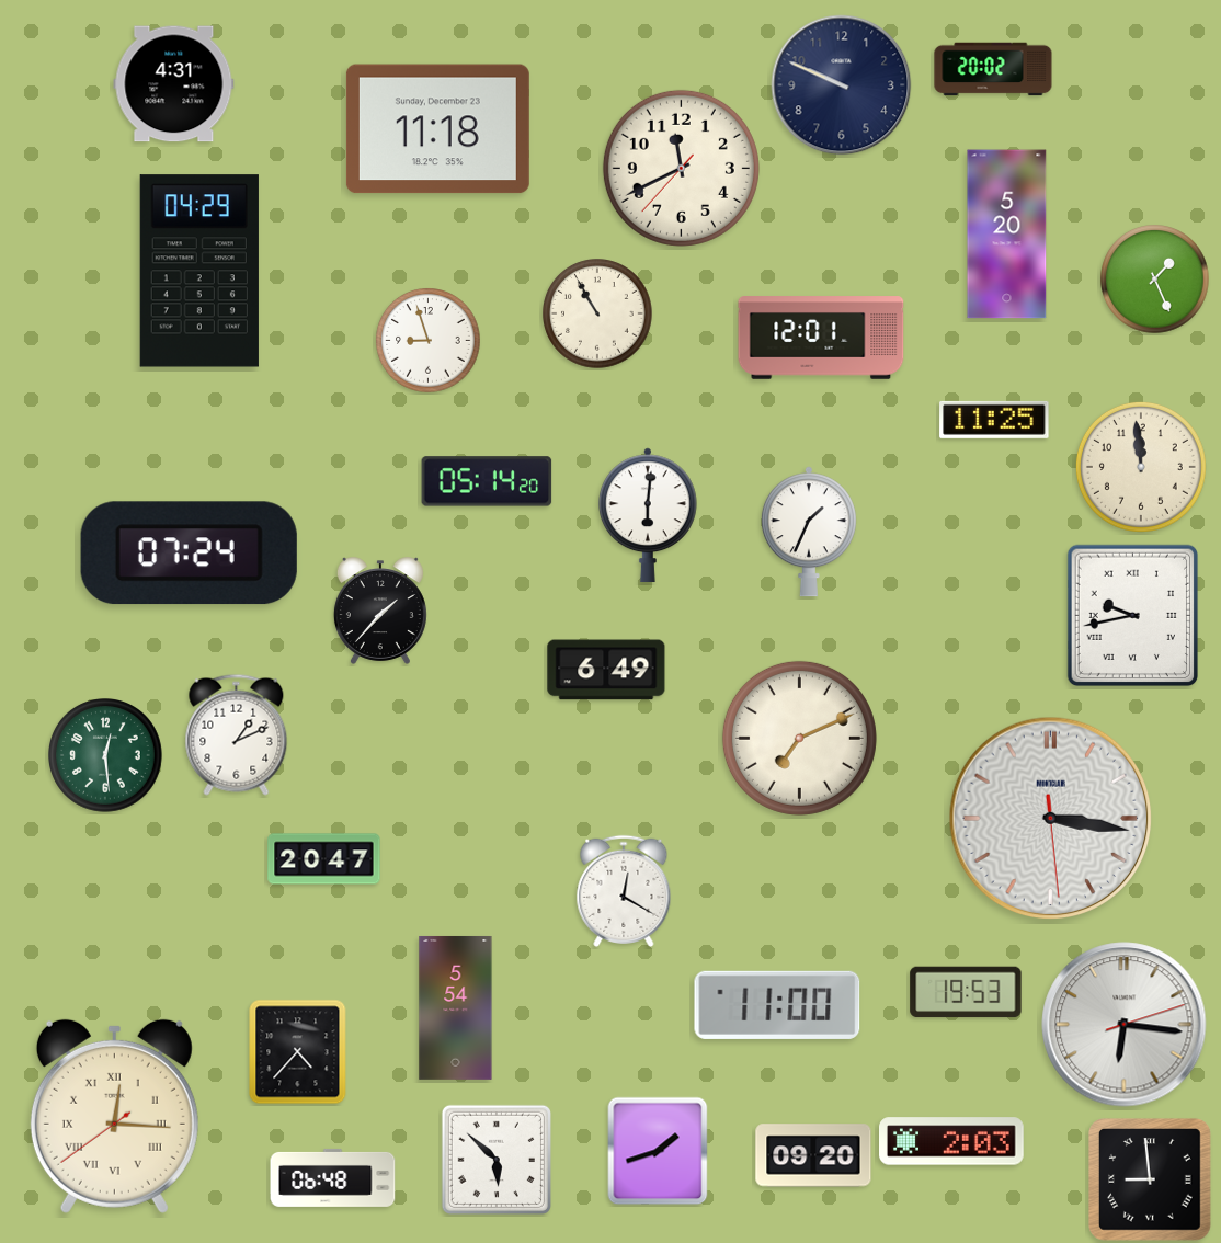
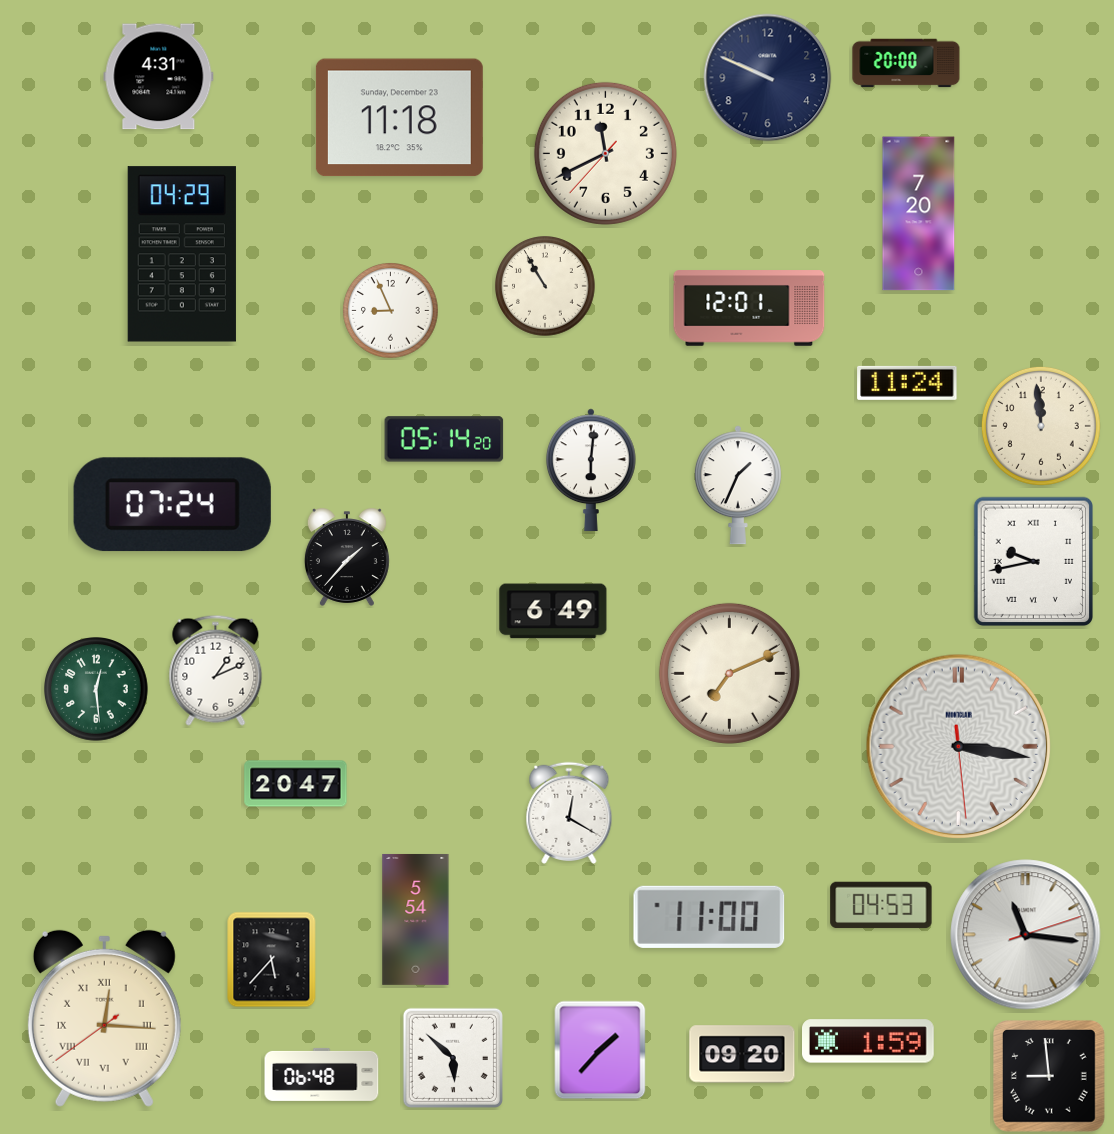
clock at (993, 69): 20:02 -> 20:00
clock at (681, 168) position: (681, 168) -> (605, 153)
clock at (1007, 235): 5:20 -> 7:20
clock at (199, 271) position: (199, 271) -> (182, 254)
clock at (1155, 280): 1:26 -> none
clock at (429, 341): 8:57 -> 8:56
clock at (994, 420): 11:25 -> 11:24
clock at (966, 992): 19:53 -> 04:53
clock at (1125, 1025): 6:16 -> 11:16
clock at (298, 1052): 4:37 -> 5:37
clock at (952, 1141): 2:03 -> 1:59
clock at (658, 1151): 1:42 -> 1:37
clock at (333, 1177) position: (333, 1177) -> (322, 1074)
